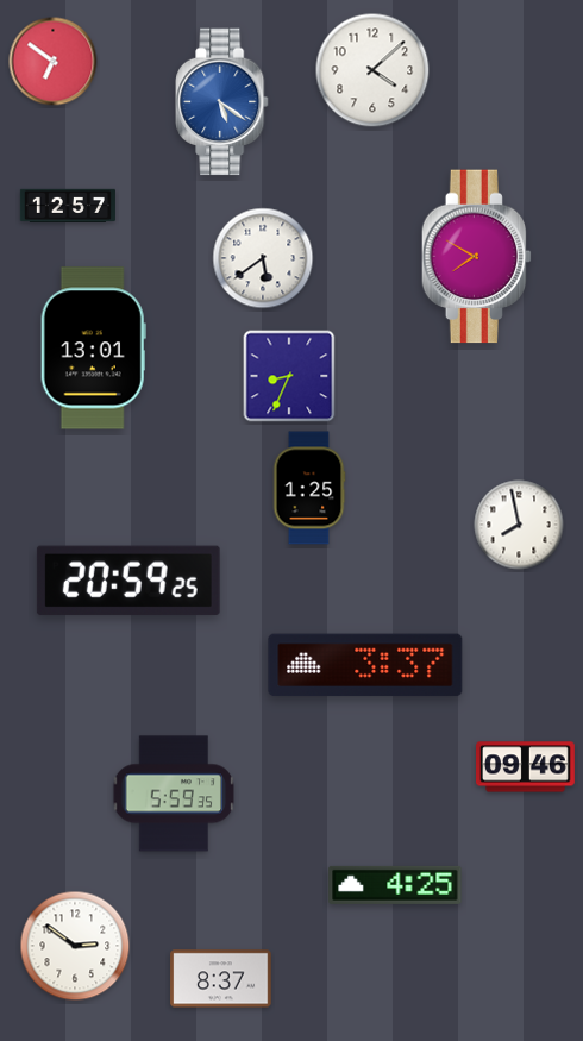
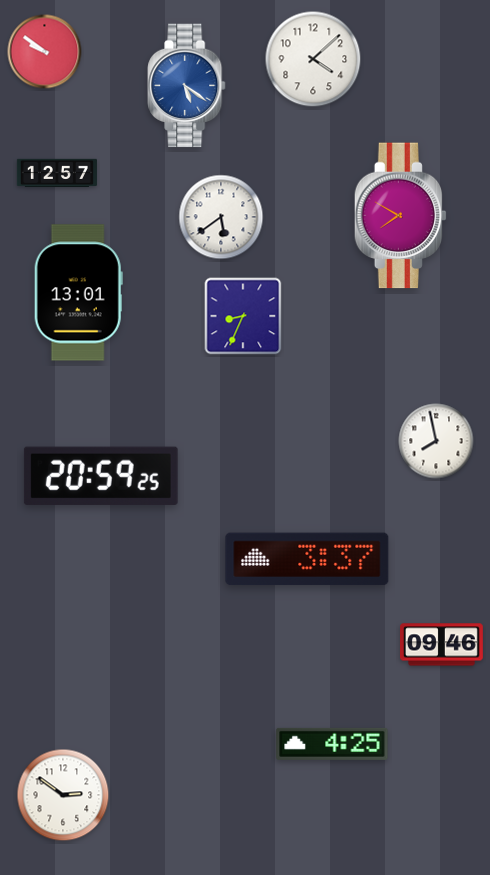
clock at (54, 62): 6:51 -> 9:51
clock at (309, 488): 1:25 -> none
clock at (128, 581) position: (128, 581) -> (101, 476)
clock at (174, 794): 5:59 -> none
clock at (221, 979): 8:37 -> none
